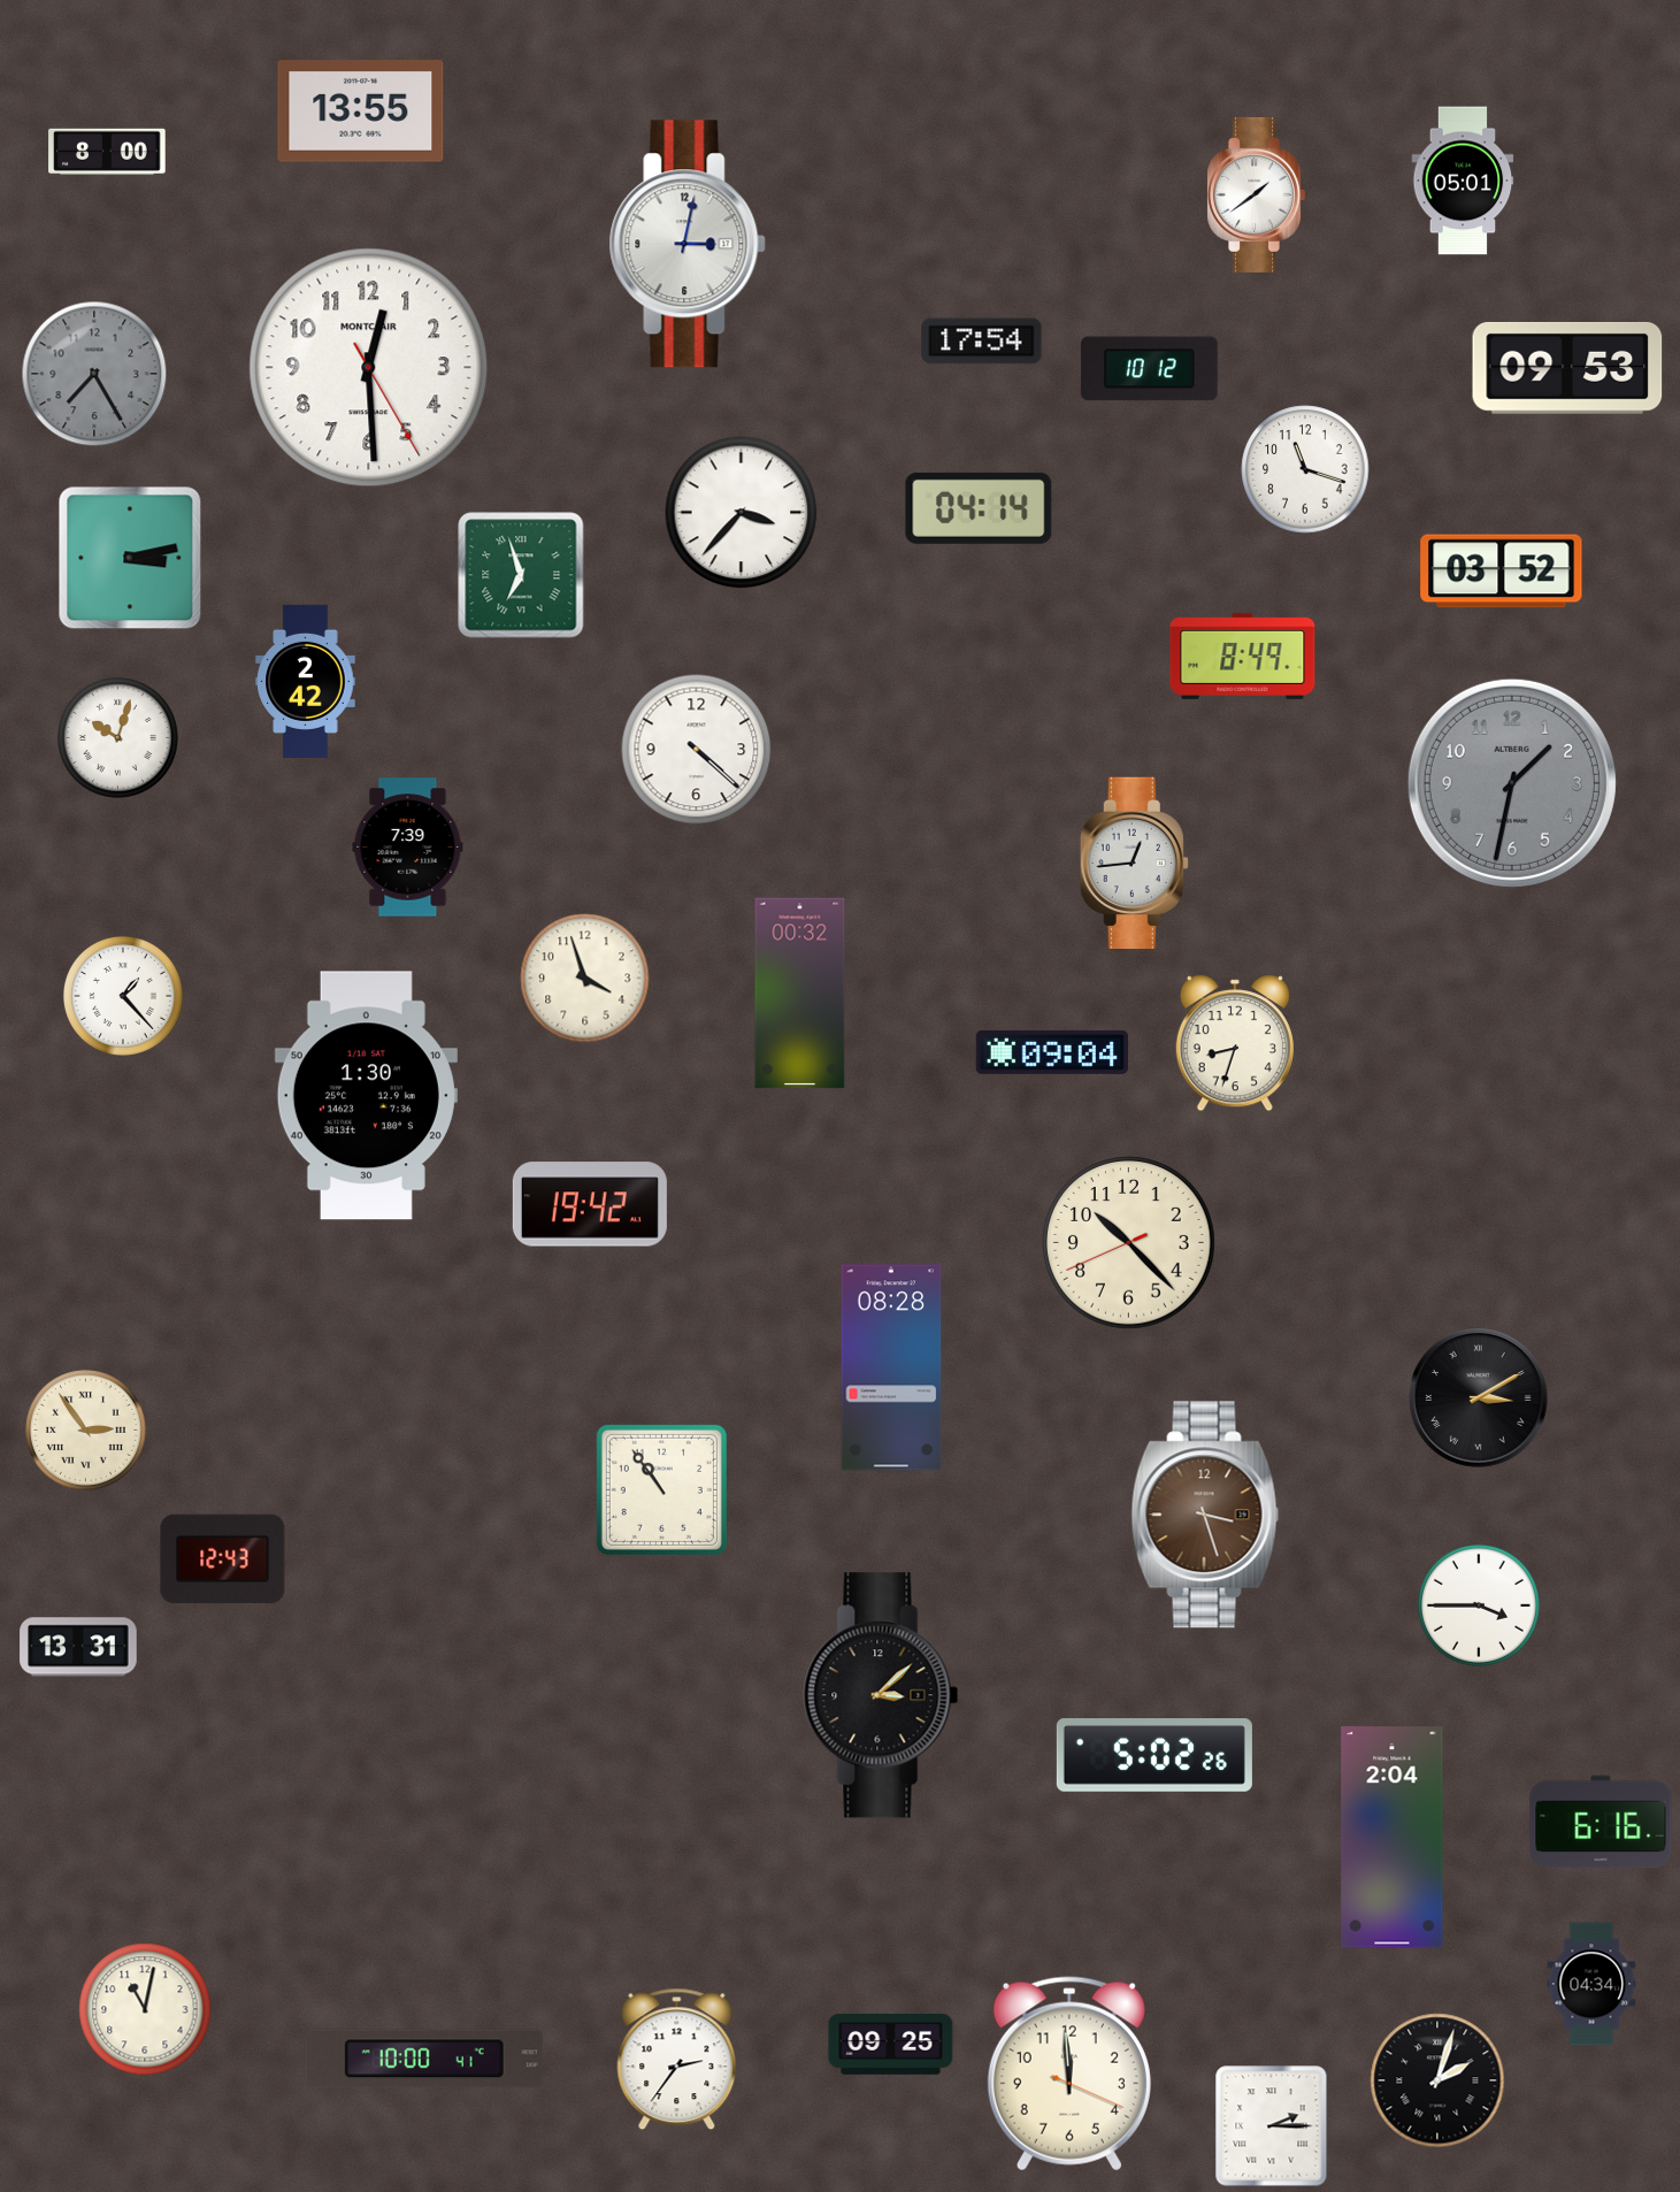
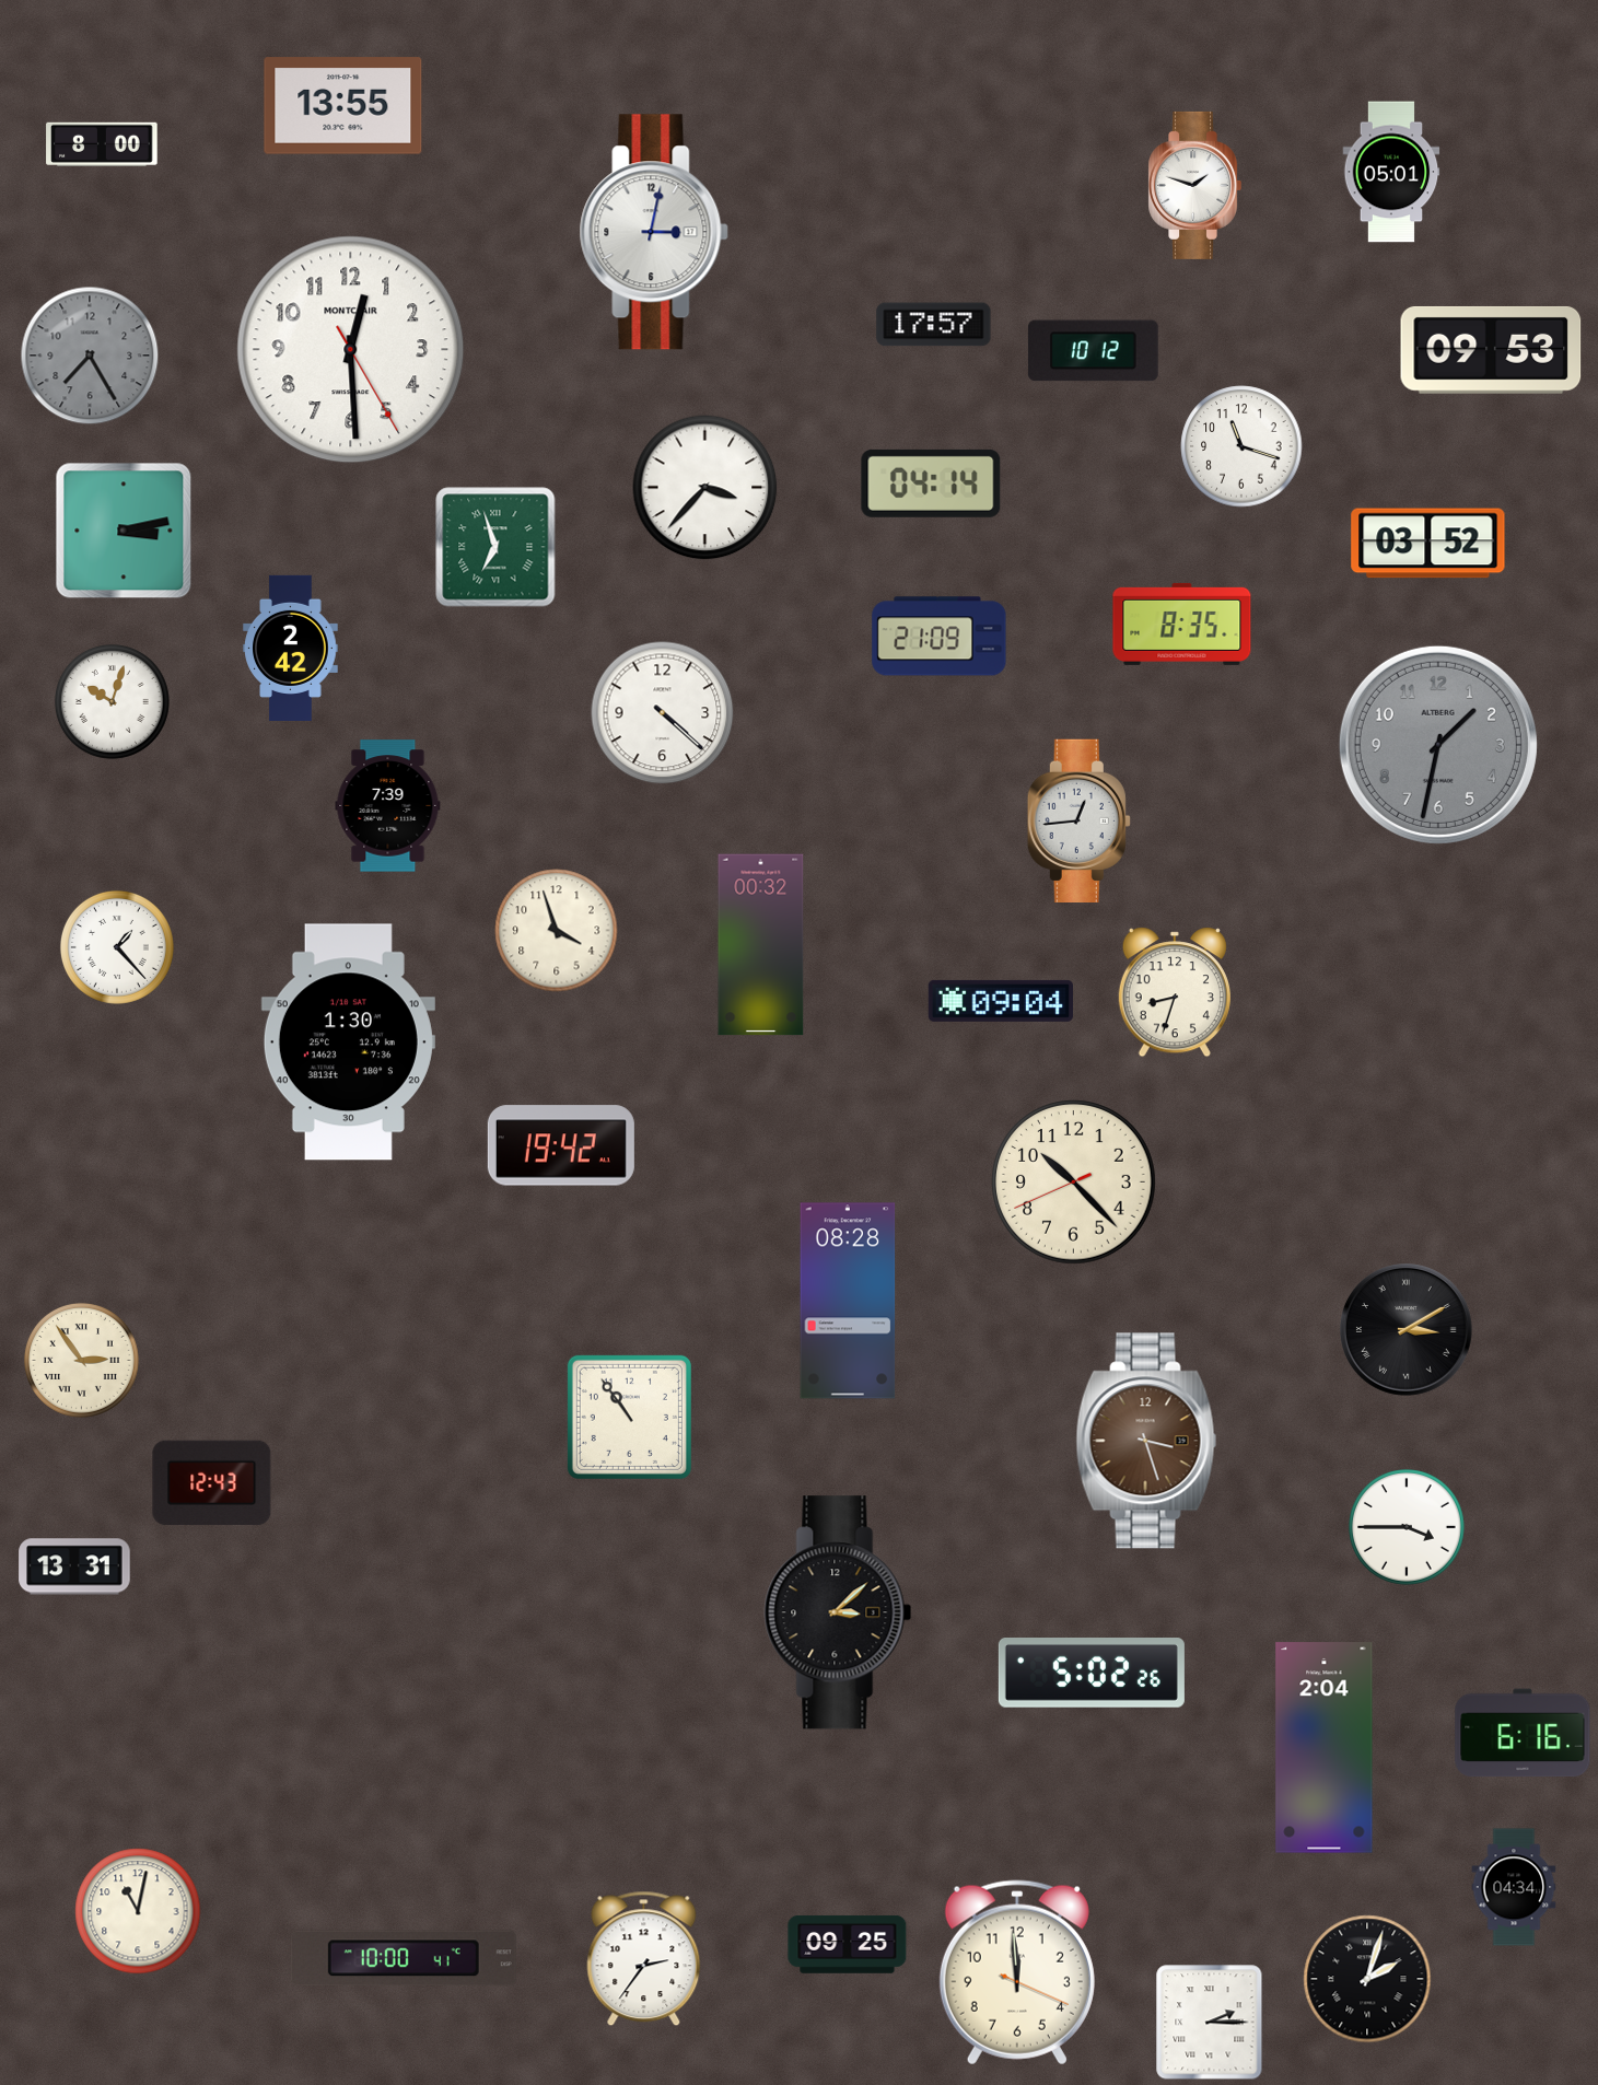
clock at (1256, 194): 1:39 -> 1:48
clock at (982, 342): 17:54 -> 17:57
clock at (1243, 656): 8:49 -> 8:35
clock at (940, 637): none -> 21:09
clock at (1154, 1756) position: (1154, 1756) -> (1092, 1674)
